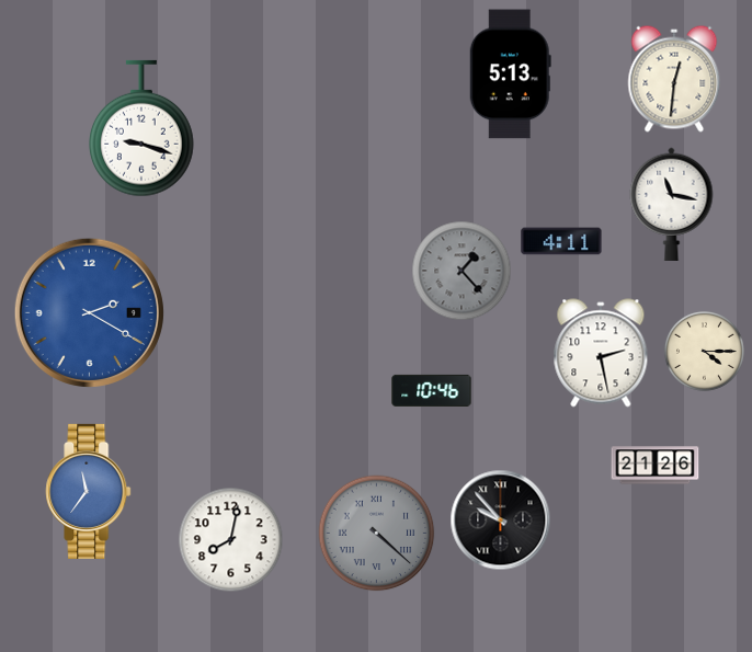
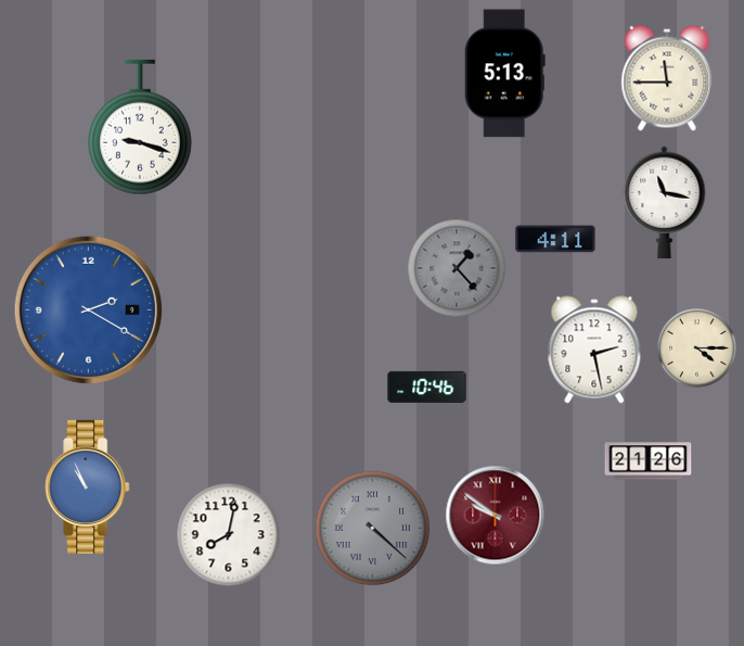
clock at (674, 79): 12:31 -> 11:45
clock at (89, 491): 11:36 -> 10:56
clock at (501, 521): 9:53 -> 9:51
clock at (501, 521) dial: black -> burgundy
